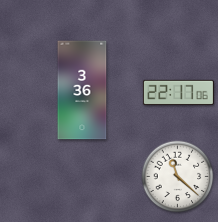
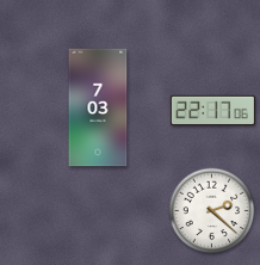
clock at (82, 90): 3:36 -> 7:03
clock at (178, 177): 11:22 -> 2:22
